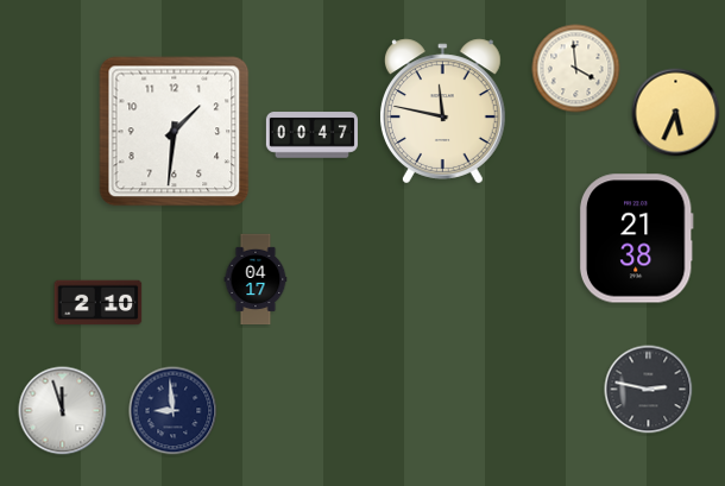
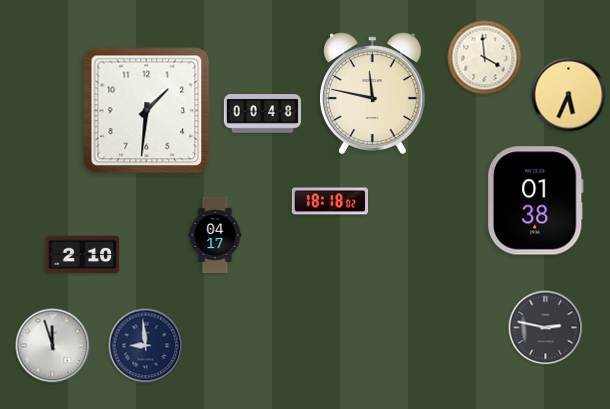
clock at (311, 135): 00:47 -> 00:48
clock at (329, 201): none -> 18:18
clock at (636, 239): 21:38 -> 01:38
